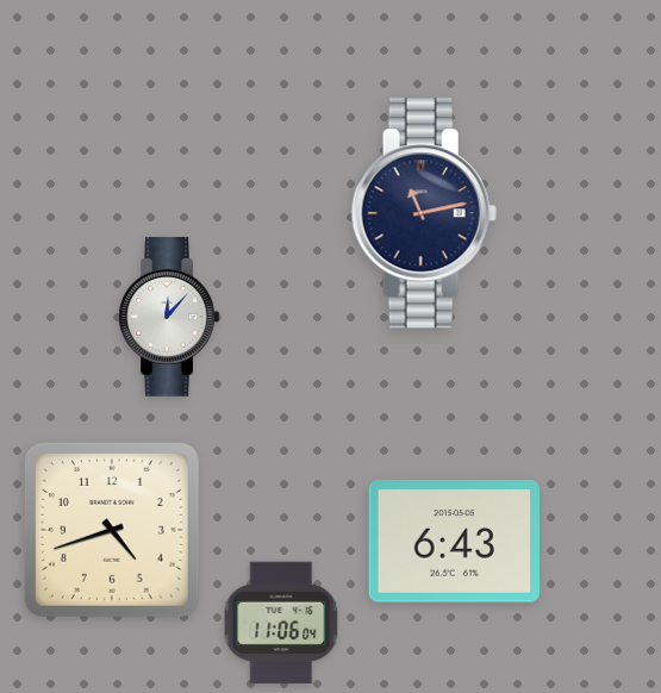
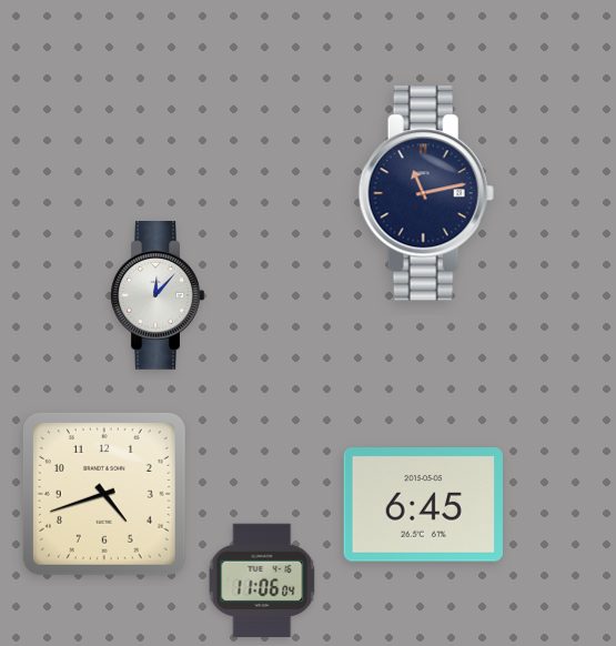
clock at (424, 213) position: (424, 213) -> (426, 193)
clock at (454, 542): 6:43 -> 6:45
